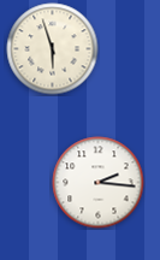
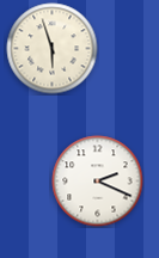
clock at (99, 183): 2:16 -> 2:19
